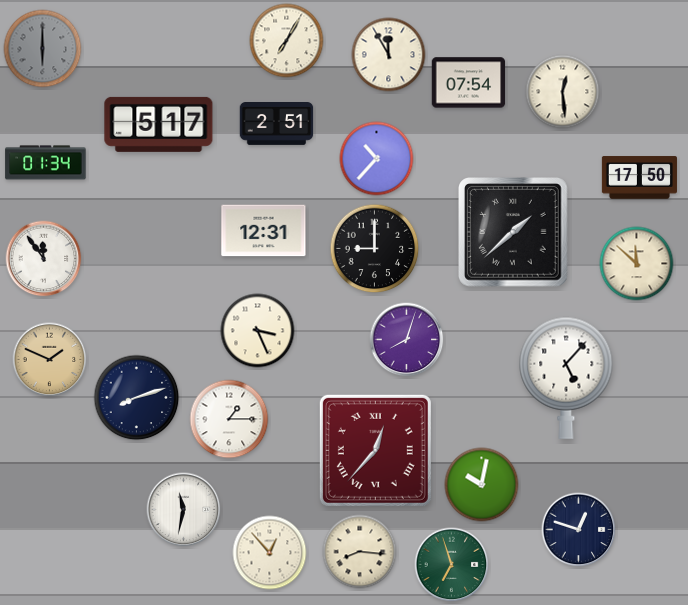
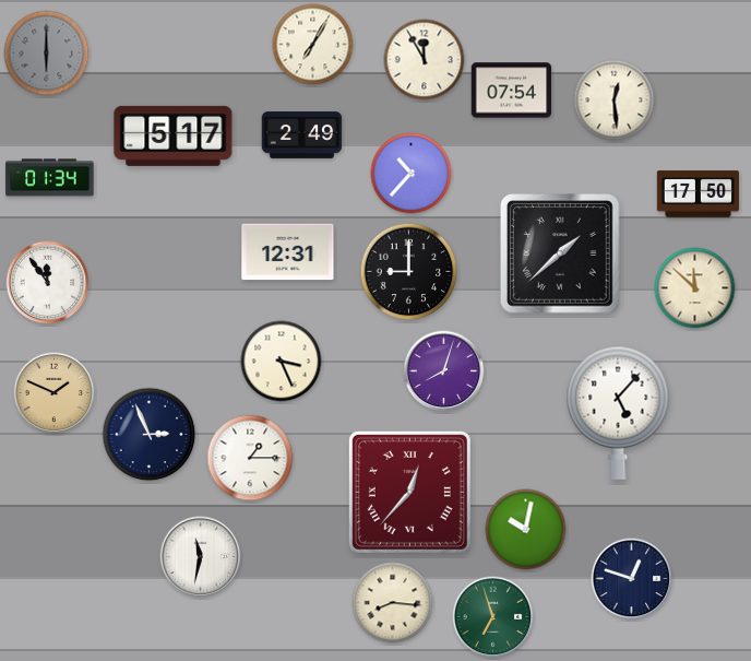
clock at (277, 124): 2:51 -> 2:49
clock at (137, 398): 8:12 -> 2:56
clock at (270, 553): 12:53 -> none
